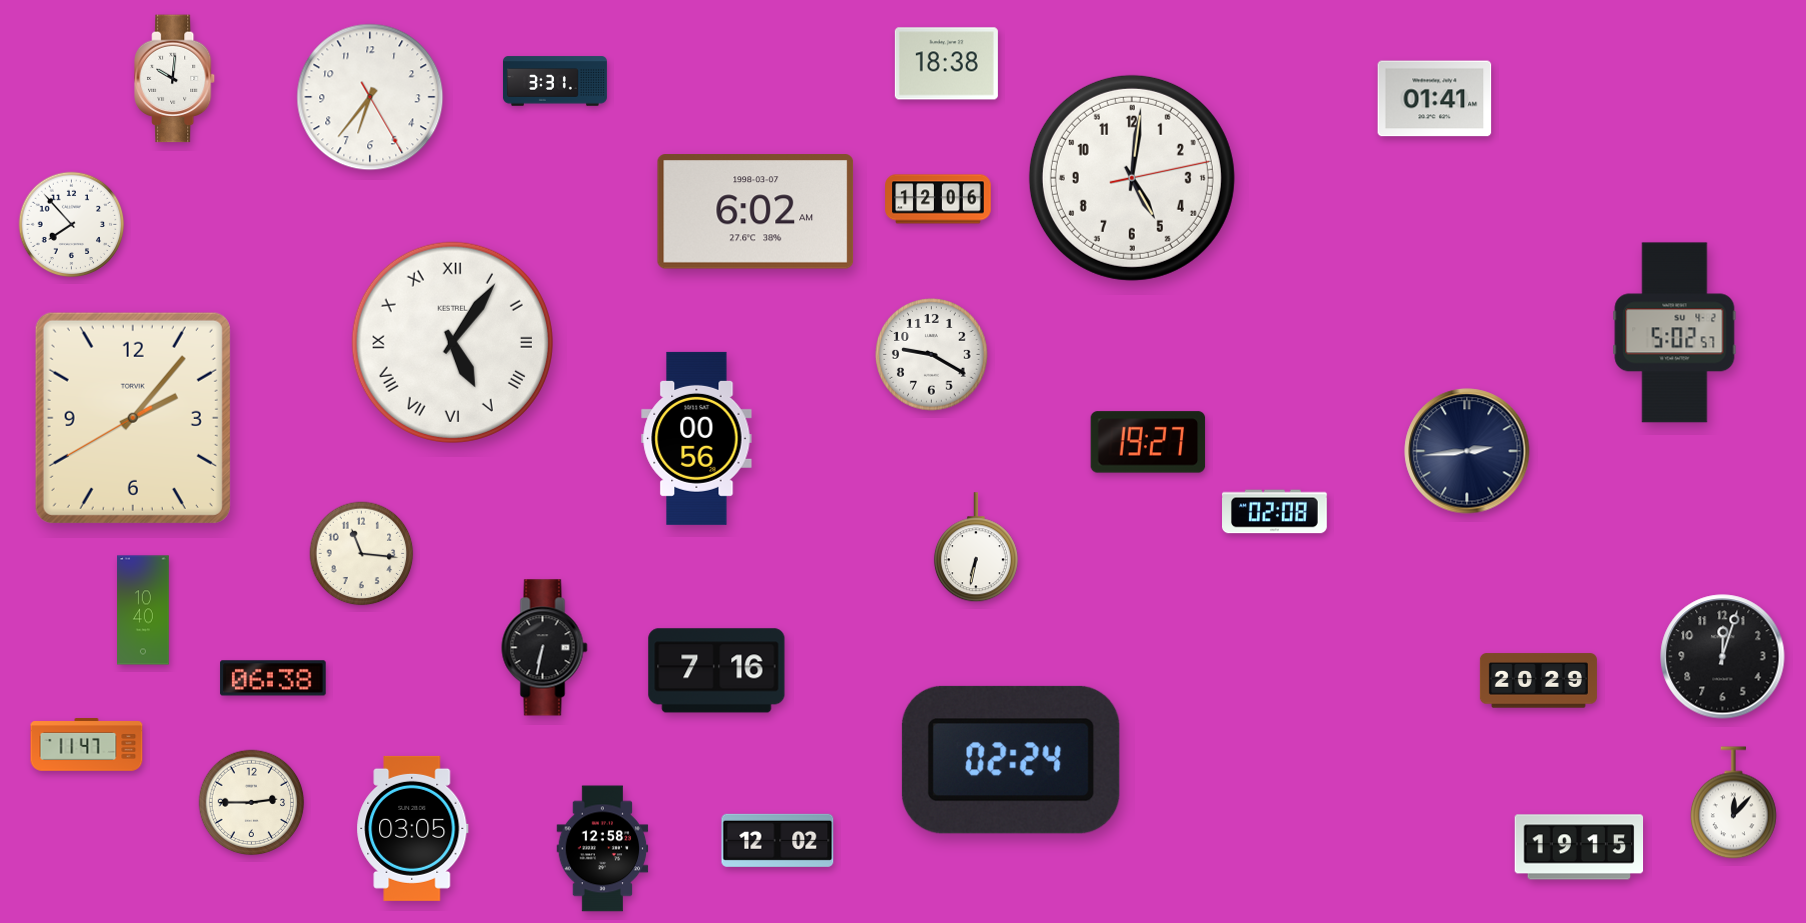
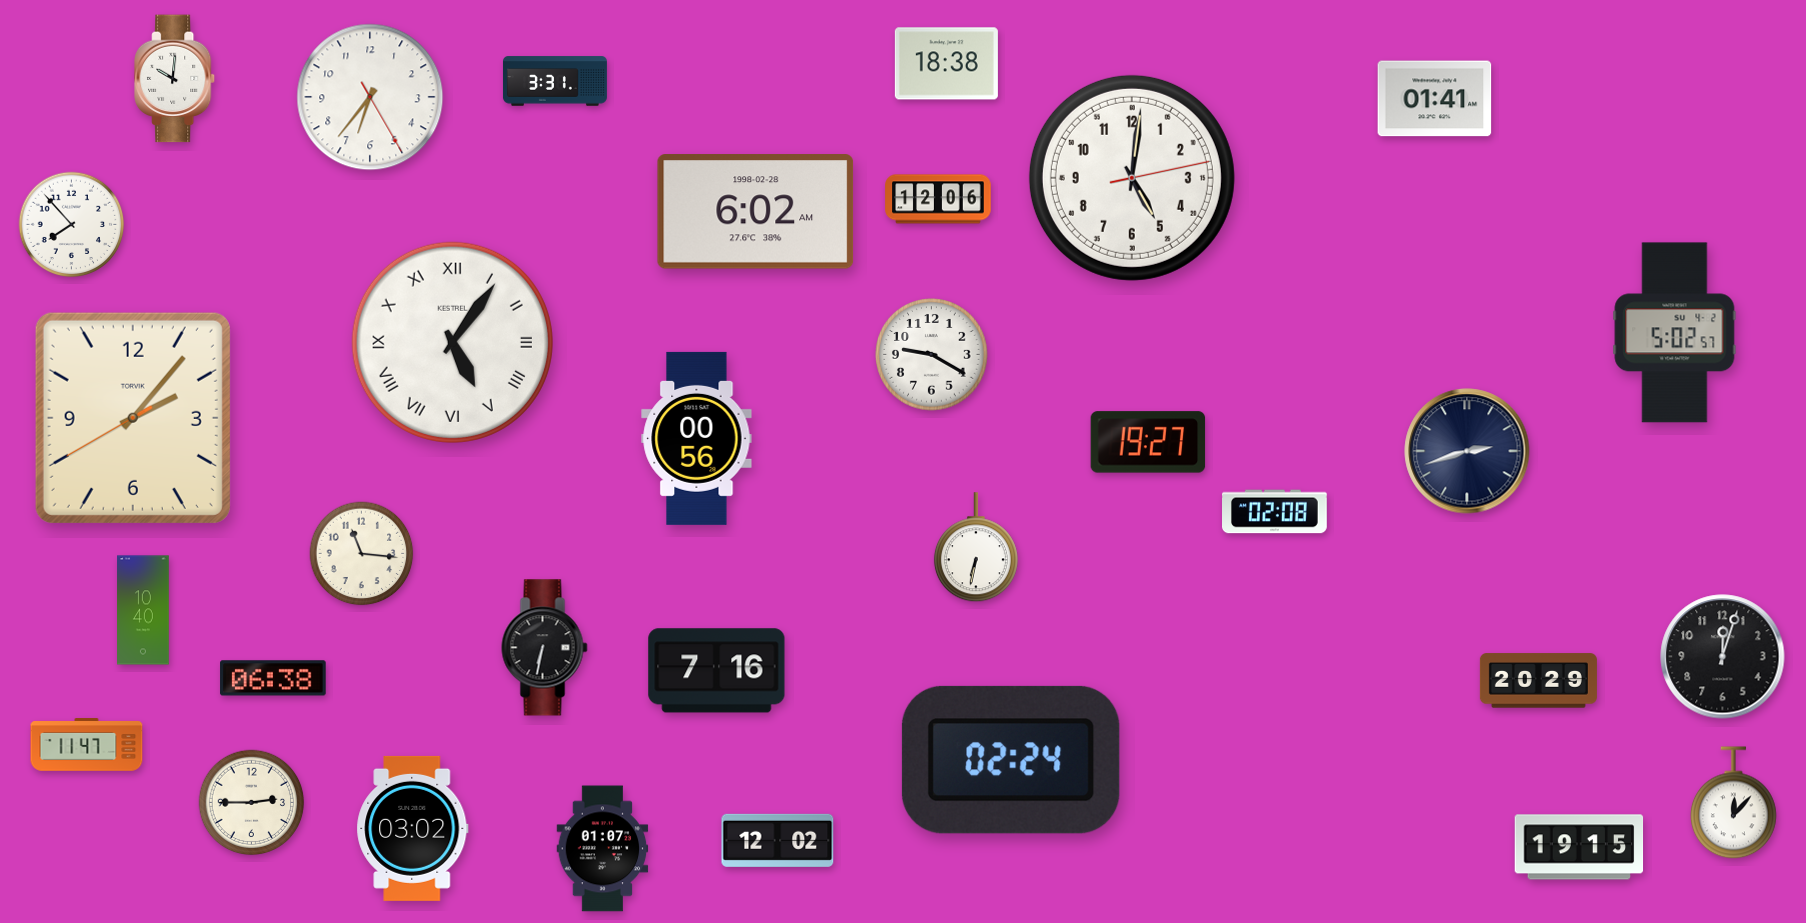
clock at (756, 212) date: 1998-03-07 -> 1998-02-28
clock at (1467, 451): 2:44 -> 2:42
clock at (413, 828): 03:05 -> 03:02
clock at (603, 849): 12:58 -> 01:07
